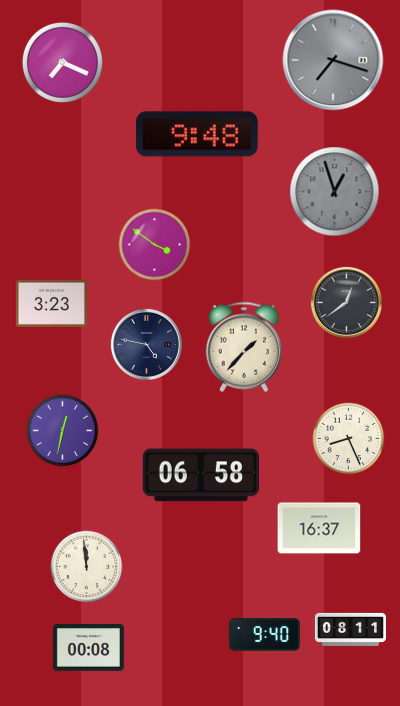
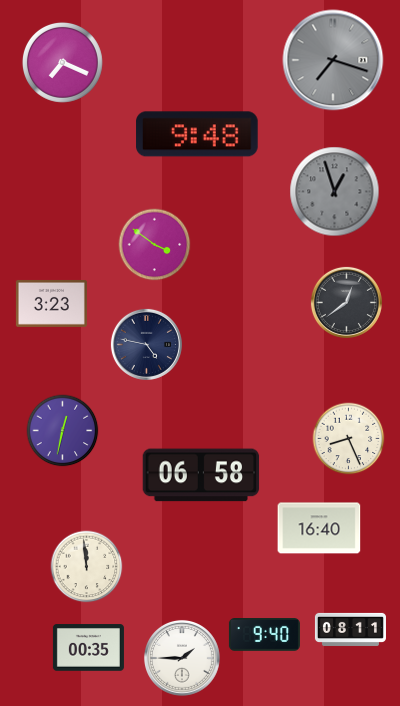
clock at (244, 347): 1:37 -> none
clock at (319, 528): 16:37 -> 16:40
clock at (88, 648): 00:08 -> 00:35
clock at (182, 658): none -> 1:45
